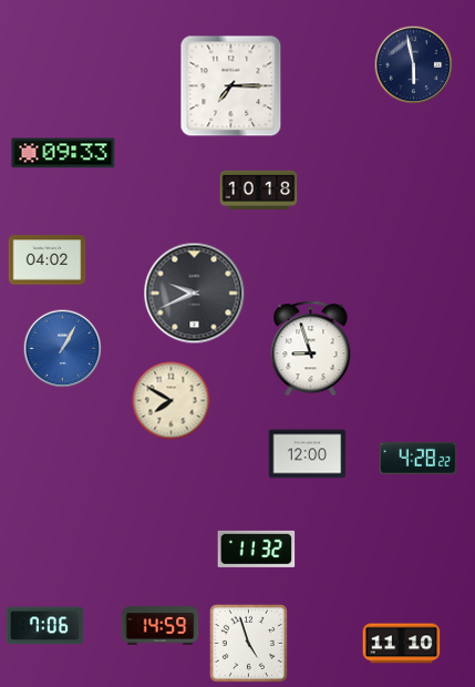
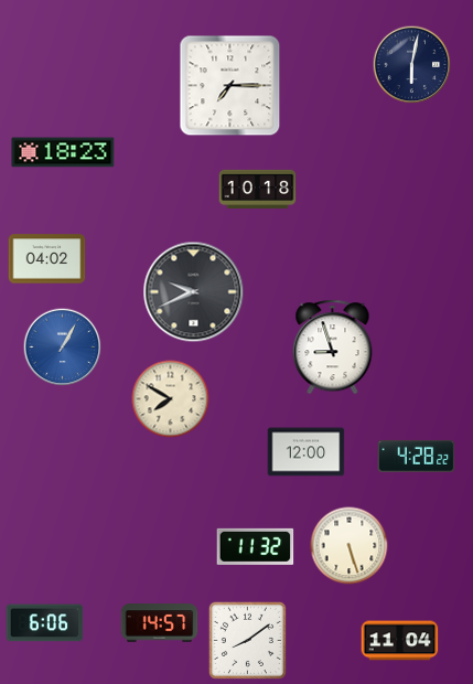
clock at (414, 65): 5:58 -> 6:02
clock at (63, 153): 09:33 -> 18:23
clock at (311, 349) position: (311, 349) -> (333, 348)
clock at (350, 546): none -> 5:27
clock at (45, 626): 7:06 -> 6:06
clock at (161, 626): 14:59 -> 14:57
clock at (248, 643): 4:57 -> 8:09
clock at (402, 644): 11:10 -> 11:04
